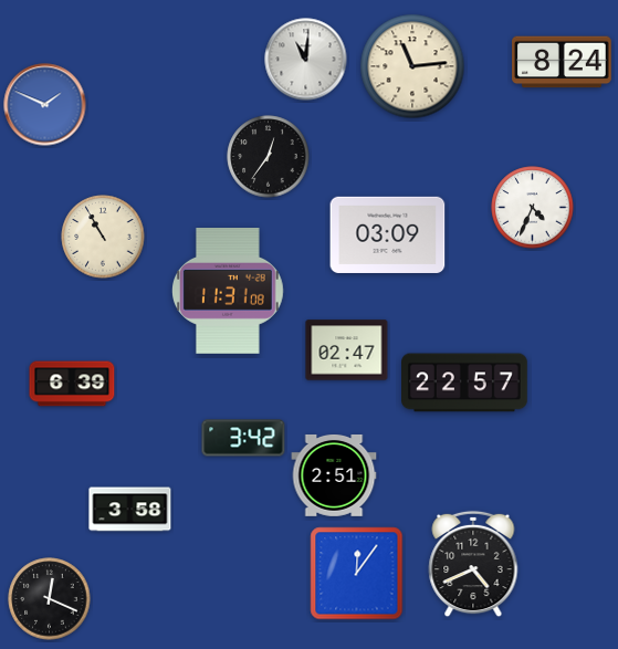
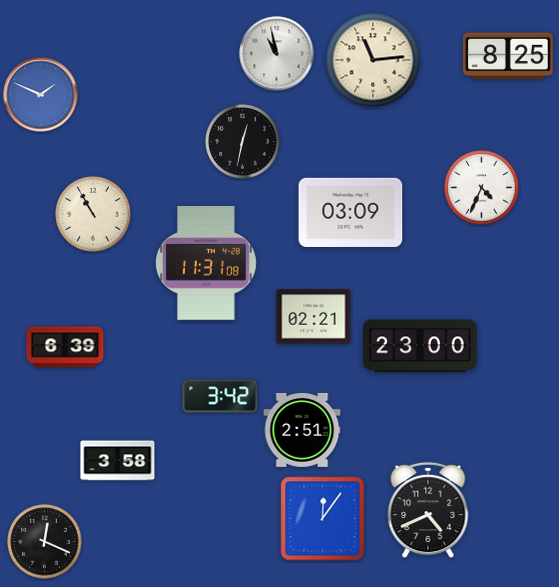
clock at (306, 60): 11:01 -> 10:58
clock at (562, 62): 8:24 -> 8:25
clock at (269, 157): 12:36 -> 12:32
clock at (347, 350): 02:47 -> 02:21
clock at (465, 383): 22:57 -> 23:00
